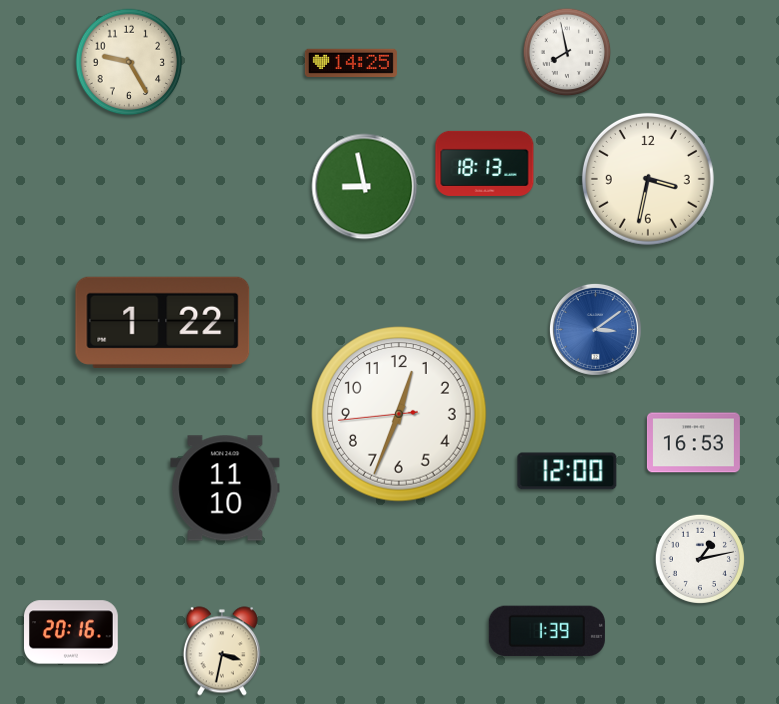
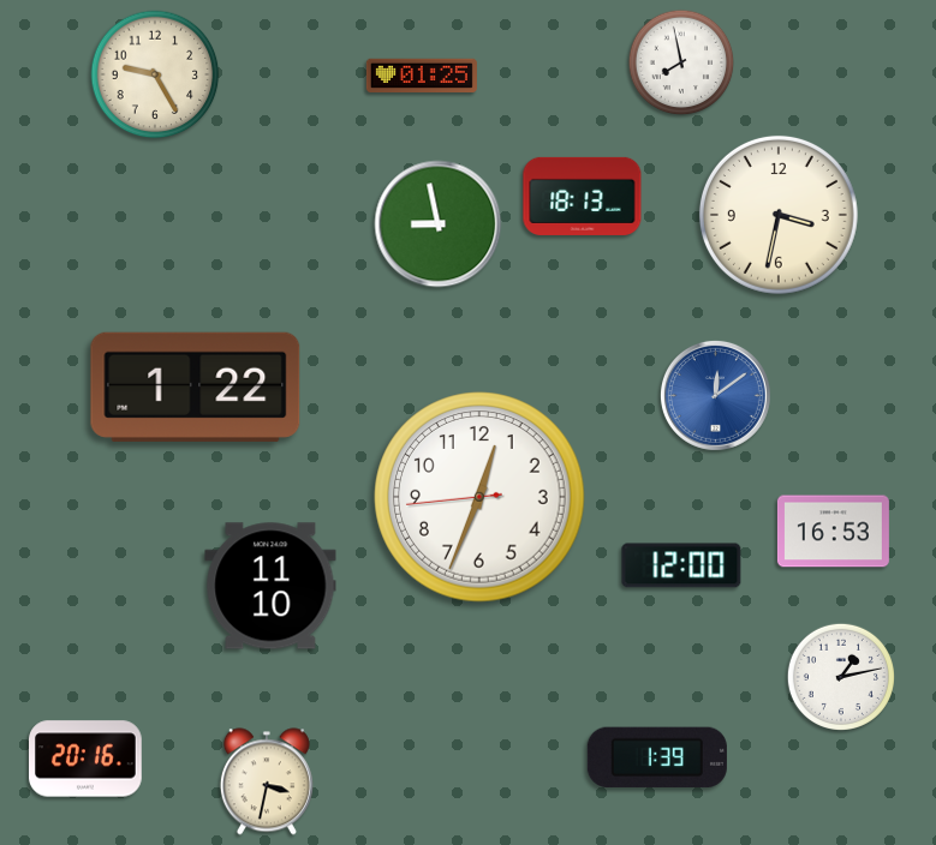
clock at (351, 62): 14:25 -> 01:25
clock at (595, 329): 3:09 -> 12:09
clock at (700, 559) position: (700, 559) -> (841, 677)
